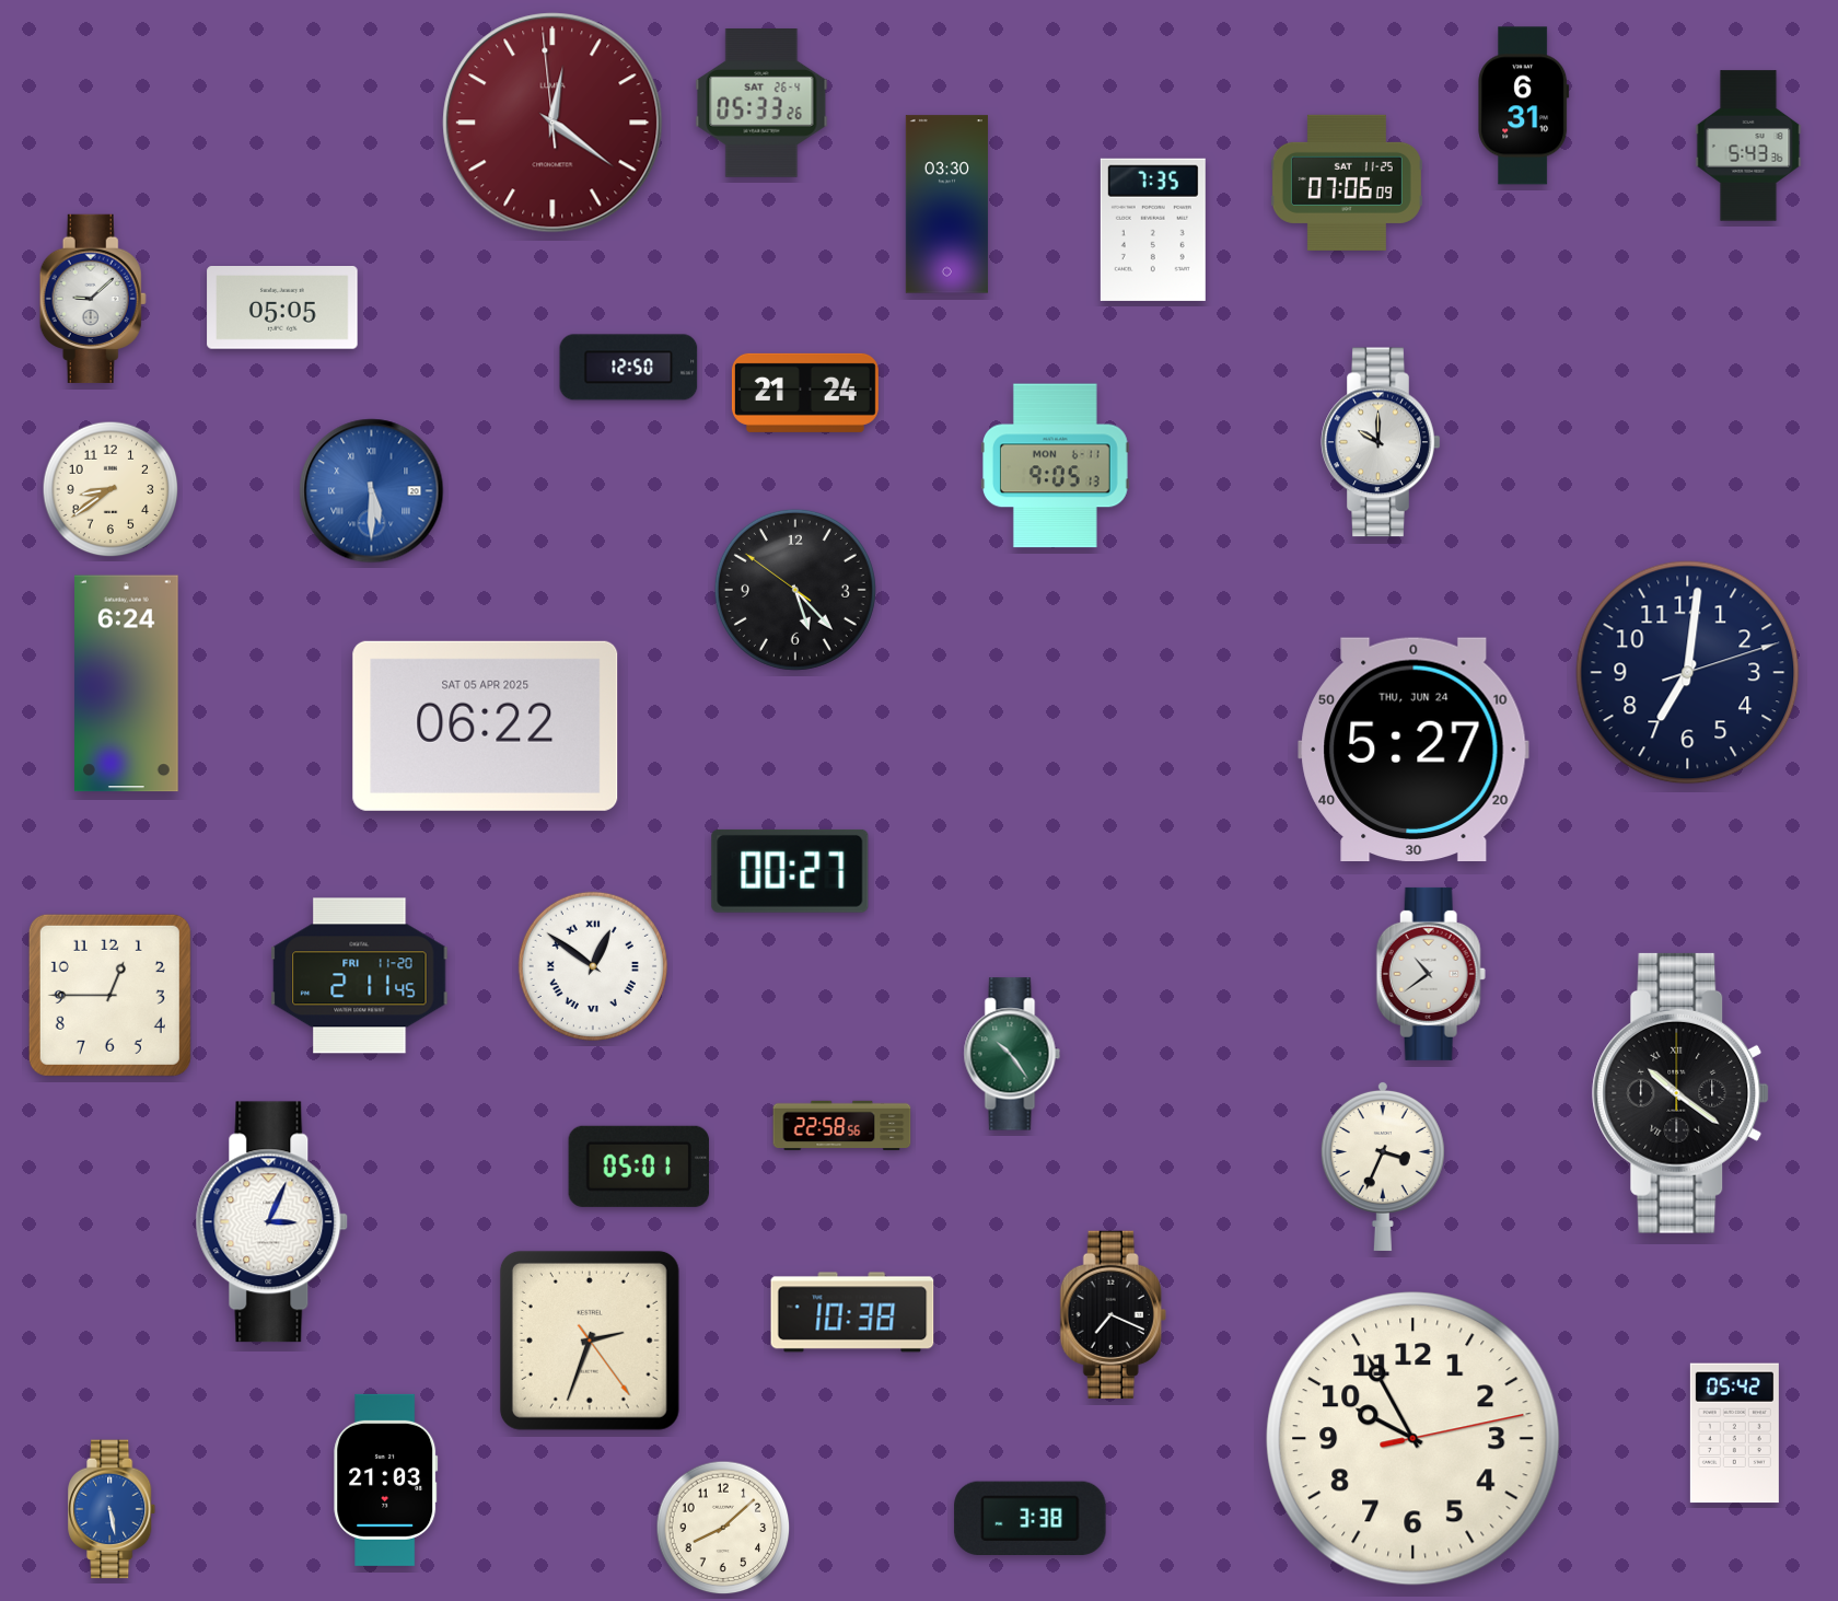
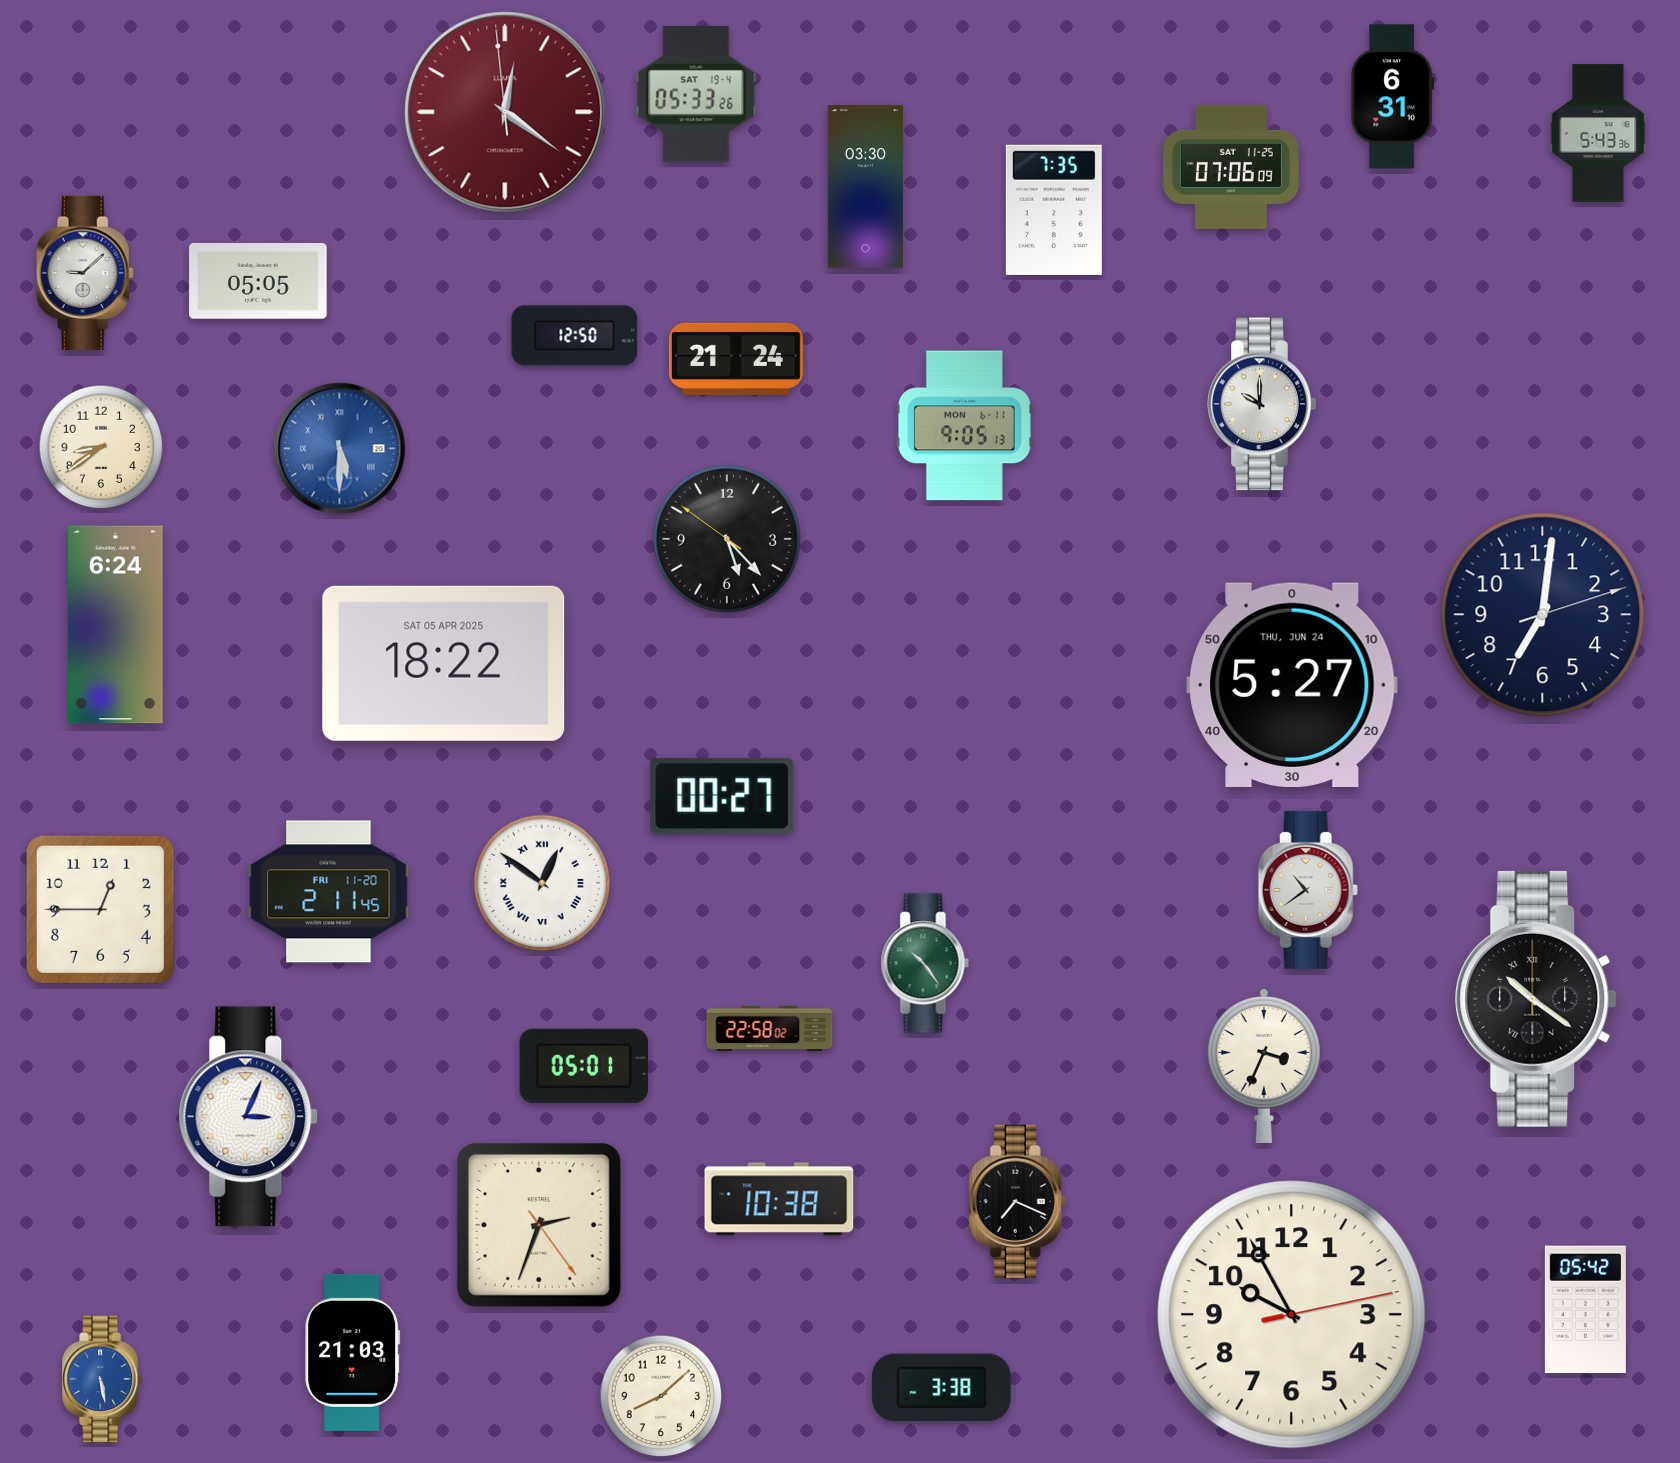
clock at (761, 104) date: SAT 26-4 -> SAT 19-4
clock at (486, 726): 06:22 -> 18:22
clock at (842, 1126): 22:58:56 -> 22:58:02
